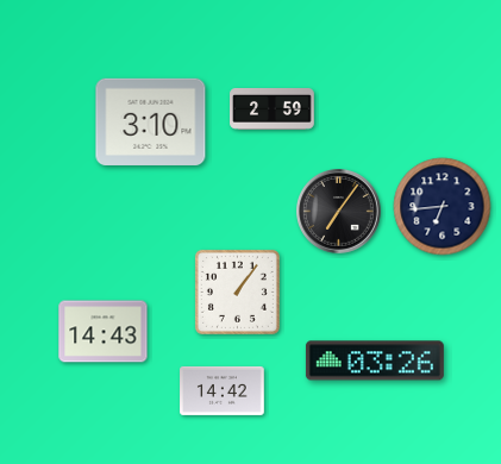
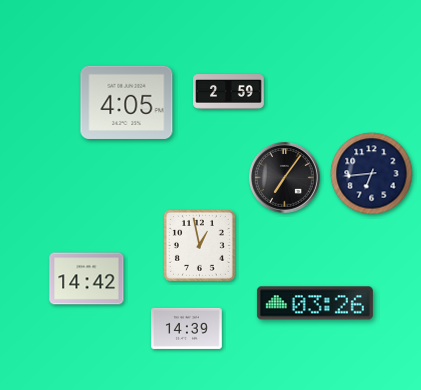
clock at (151, 121): 3:10 -> 4:05
clock at (237, 291): 1:06 -> 12:58
clock at (104, 332): 14:43 -> 14:42
clock at (223, 390): 14:42 -> 14:39
